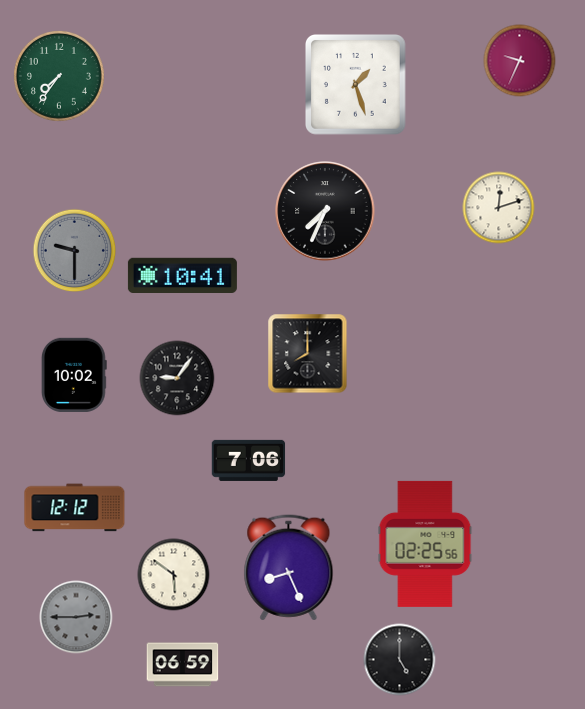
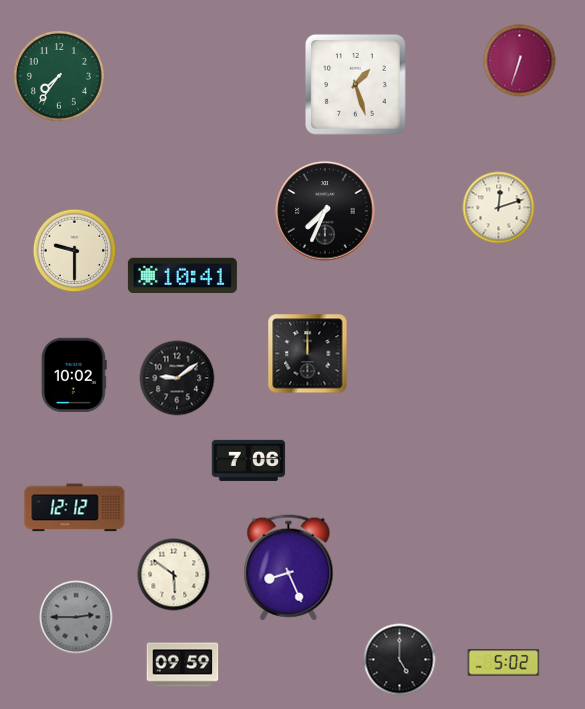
clock at (520, 61): 9:34 -> 6:33
clock at (75, 251) dial: grey -> cream
clock at (308, 354): 8:00 -> 12:00
clock at (177, 378): 9:06 -> 9:09
clock at (425, 544): 02:25 -> none
clock at (504, 663): none -> 5:02
clock at (183, 665): 06:59 -> 09:59
